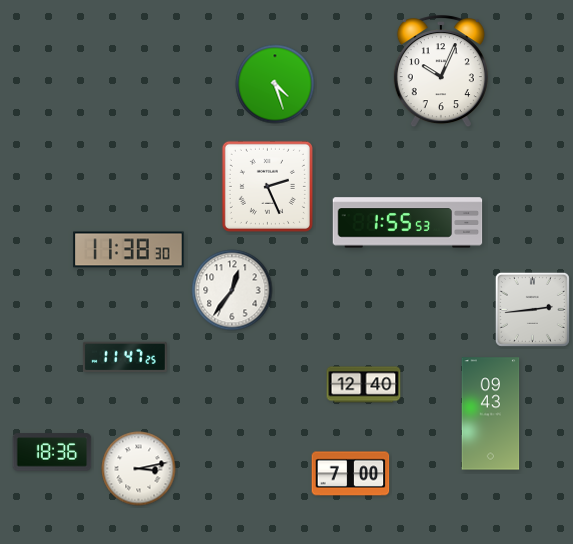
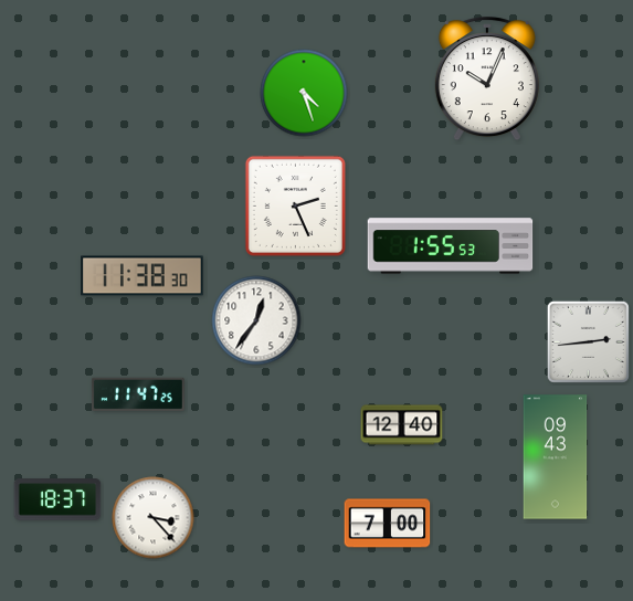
clock at (491, 414) position: (491, 414) -> (556, 457)
clock at (52, 452): 18:36 -> 18:37
clock at (139, 469): 3:13 -> 3:23
